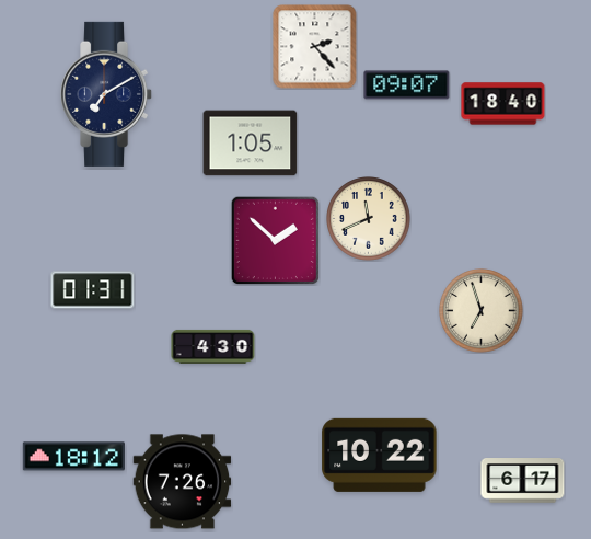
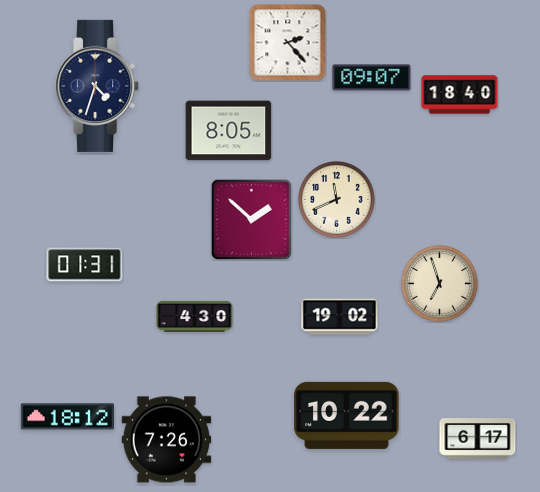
clock at (107, 94): 7:10 -> 4:33
clock at (251, 144): 1:05 -> 8:05
clock at (340, 317): none -> 19:02
